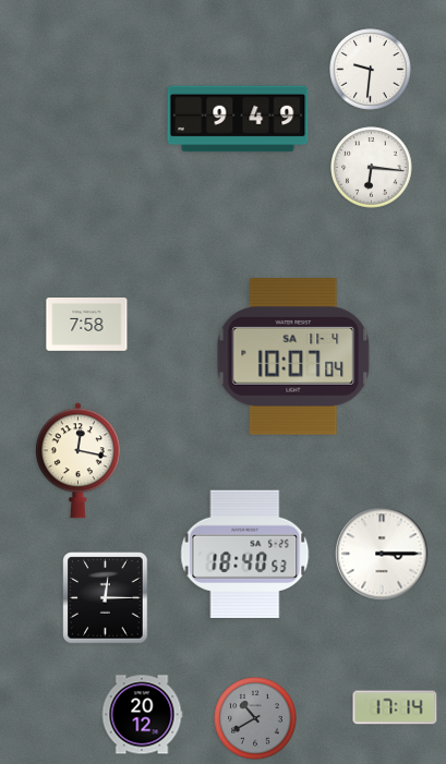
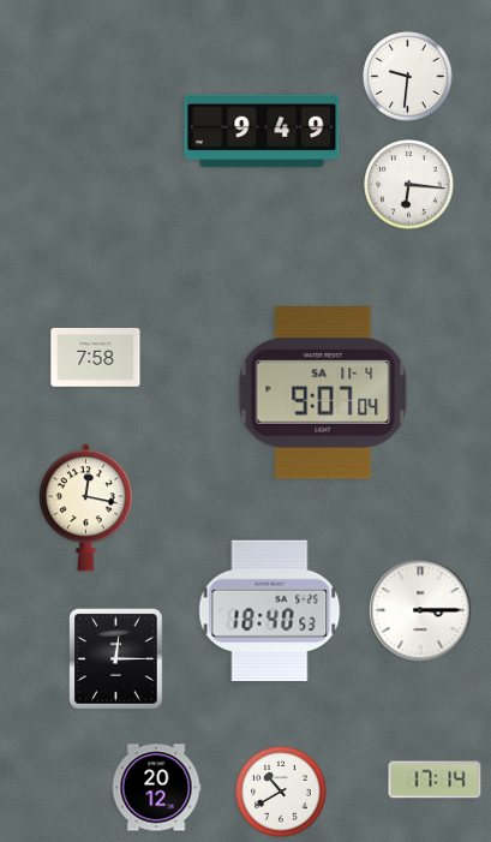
clock at (293, 356): 10:07 -> 9:07
clock at (255, 718) dial: grey -> white
